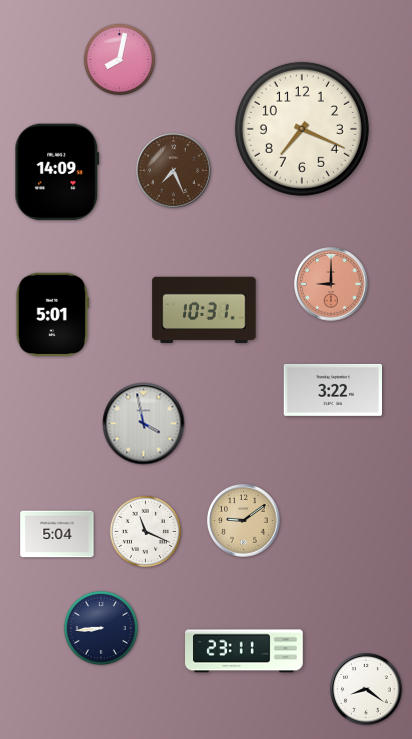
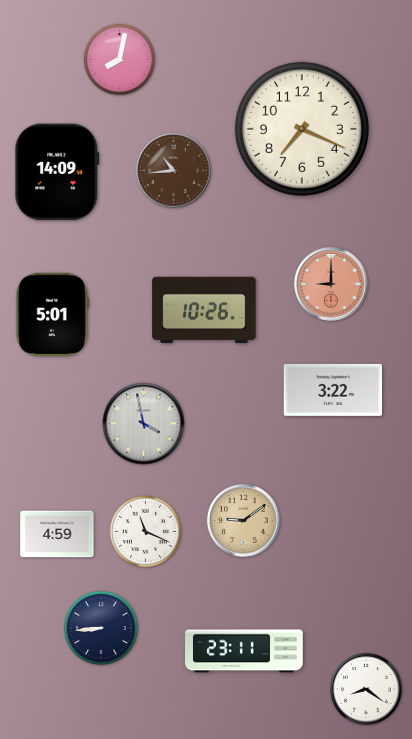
clock at (174, 171): 7:26 -> 10:44
clock at (204, 310): 10:31 -> 10:26
clock at (57, 534): 5:04 -> 4:59
